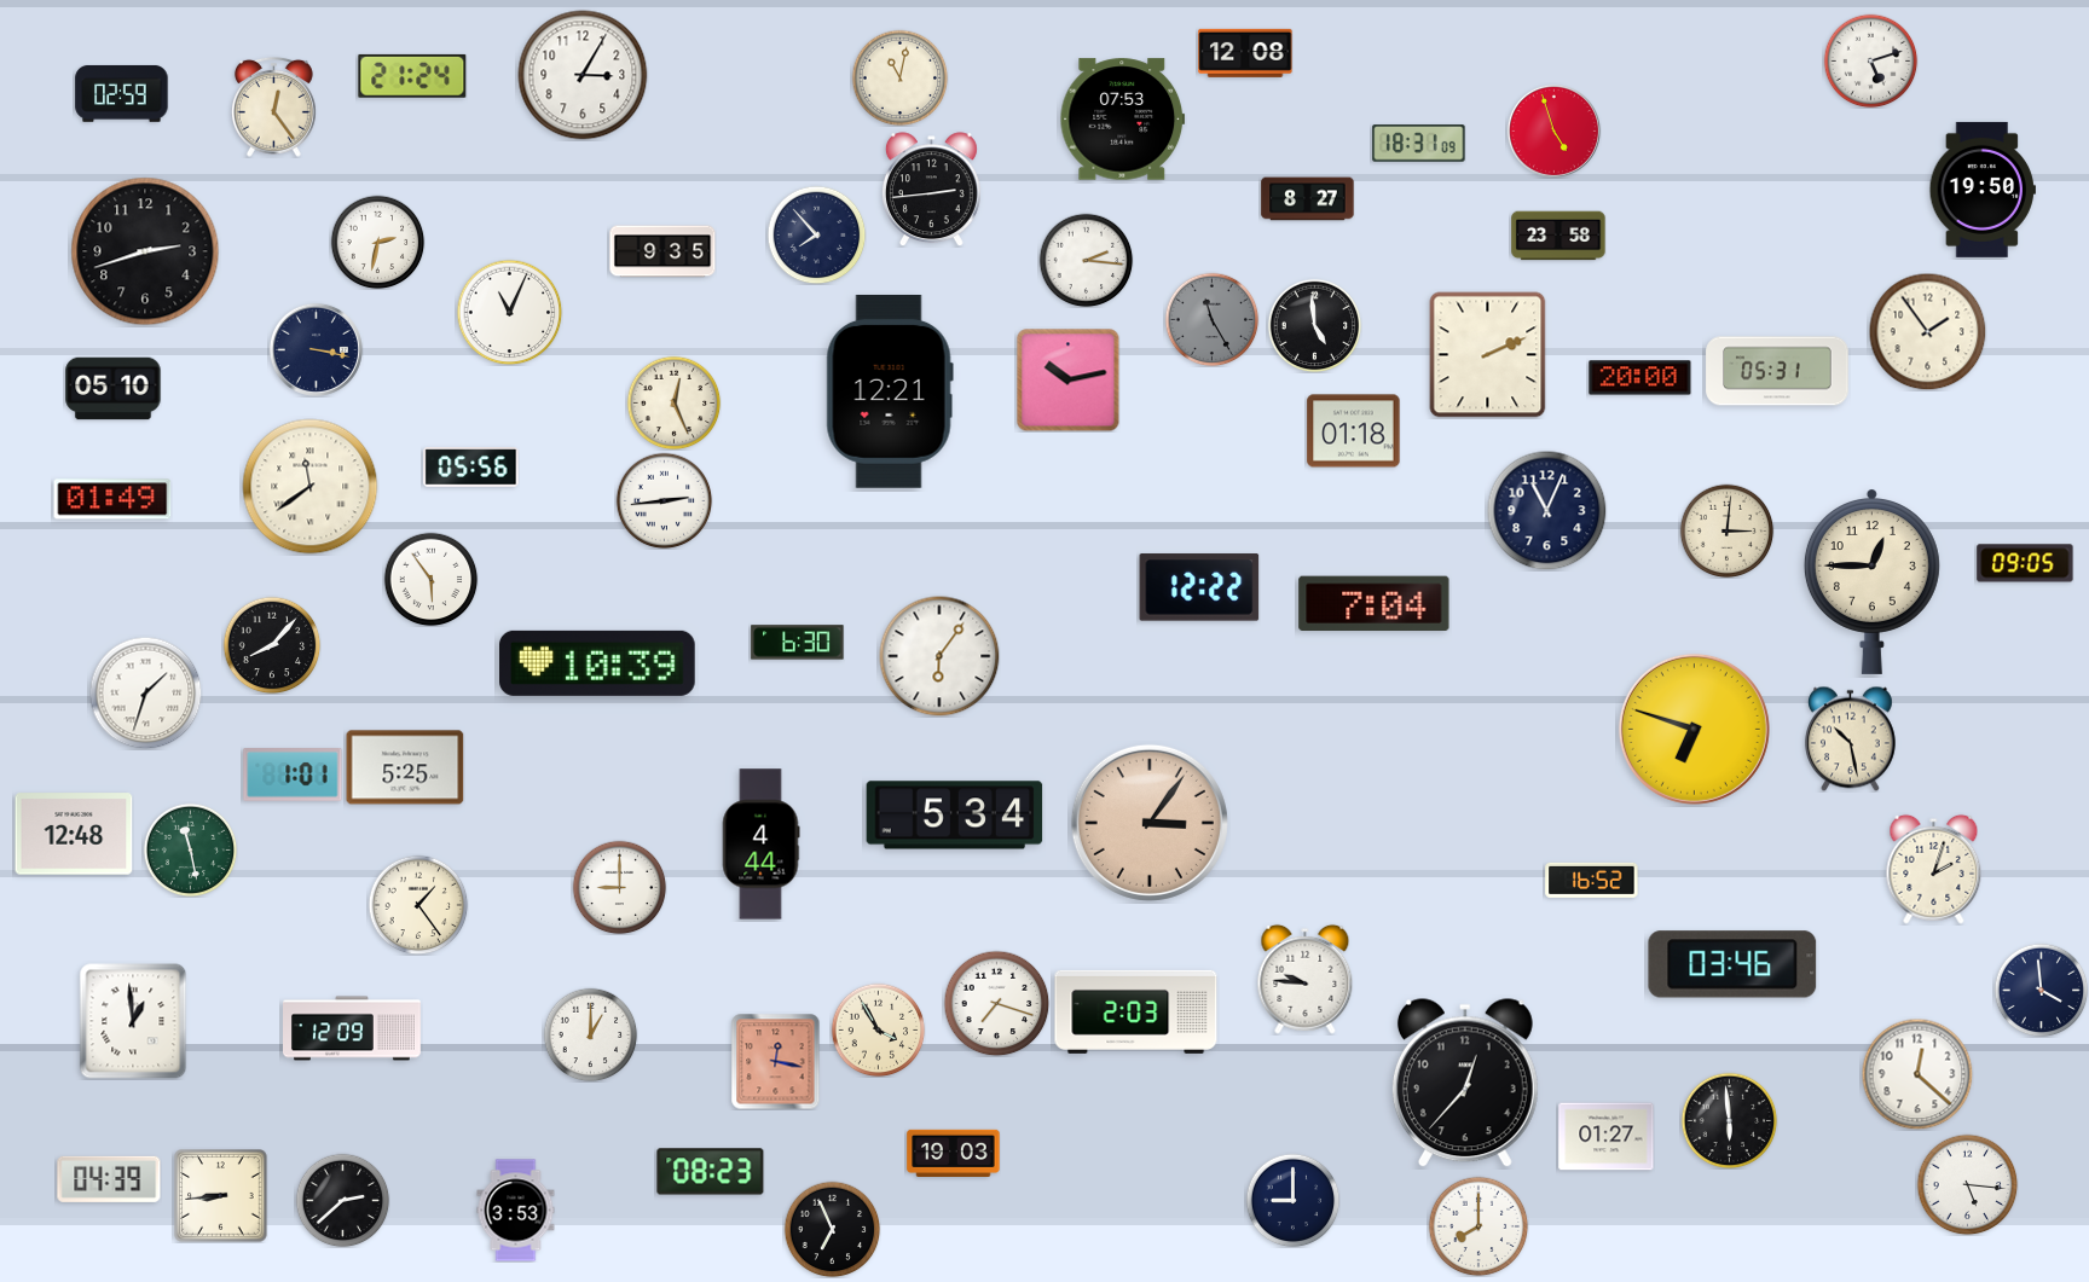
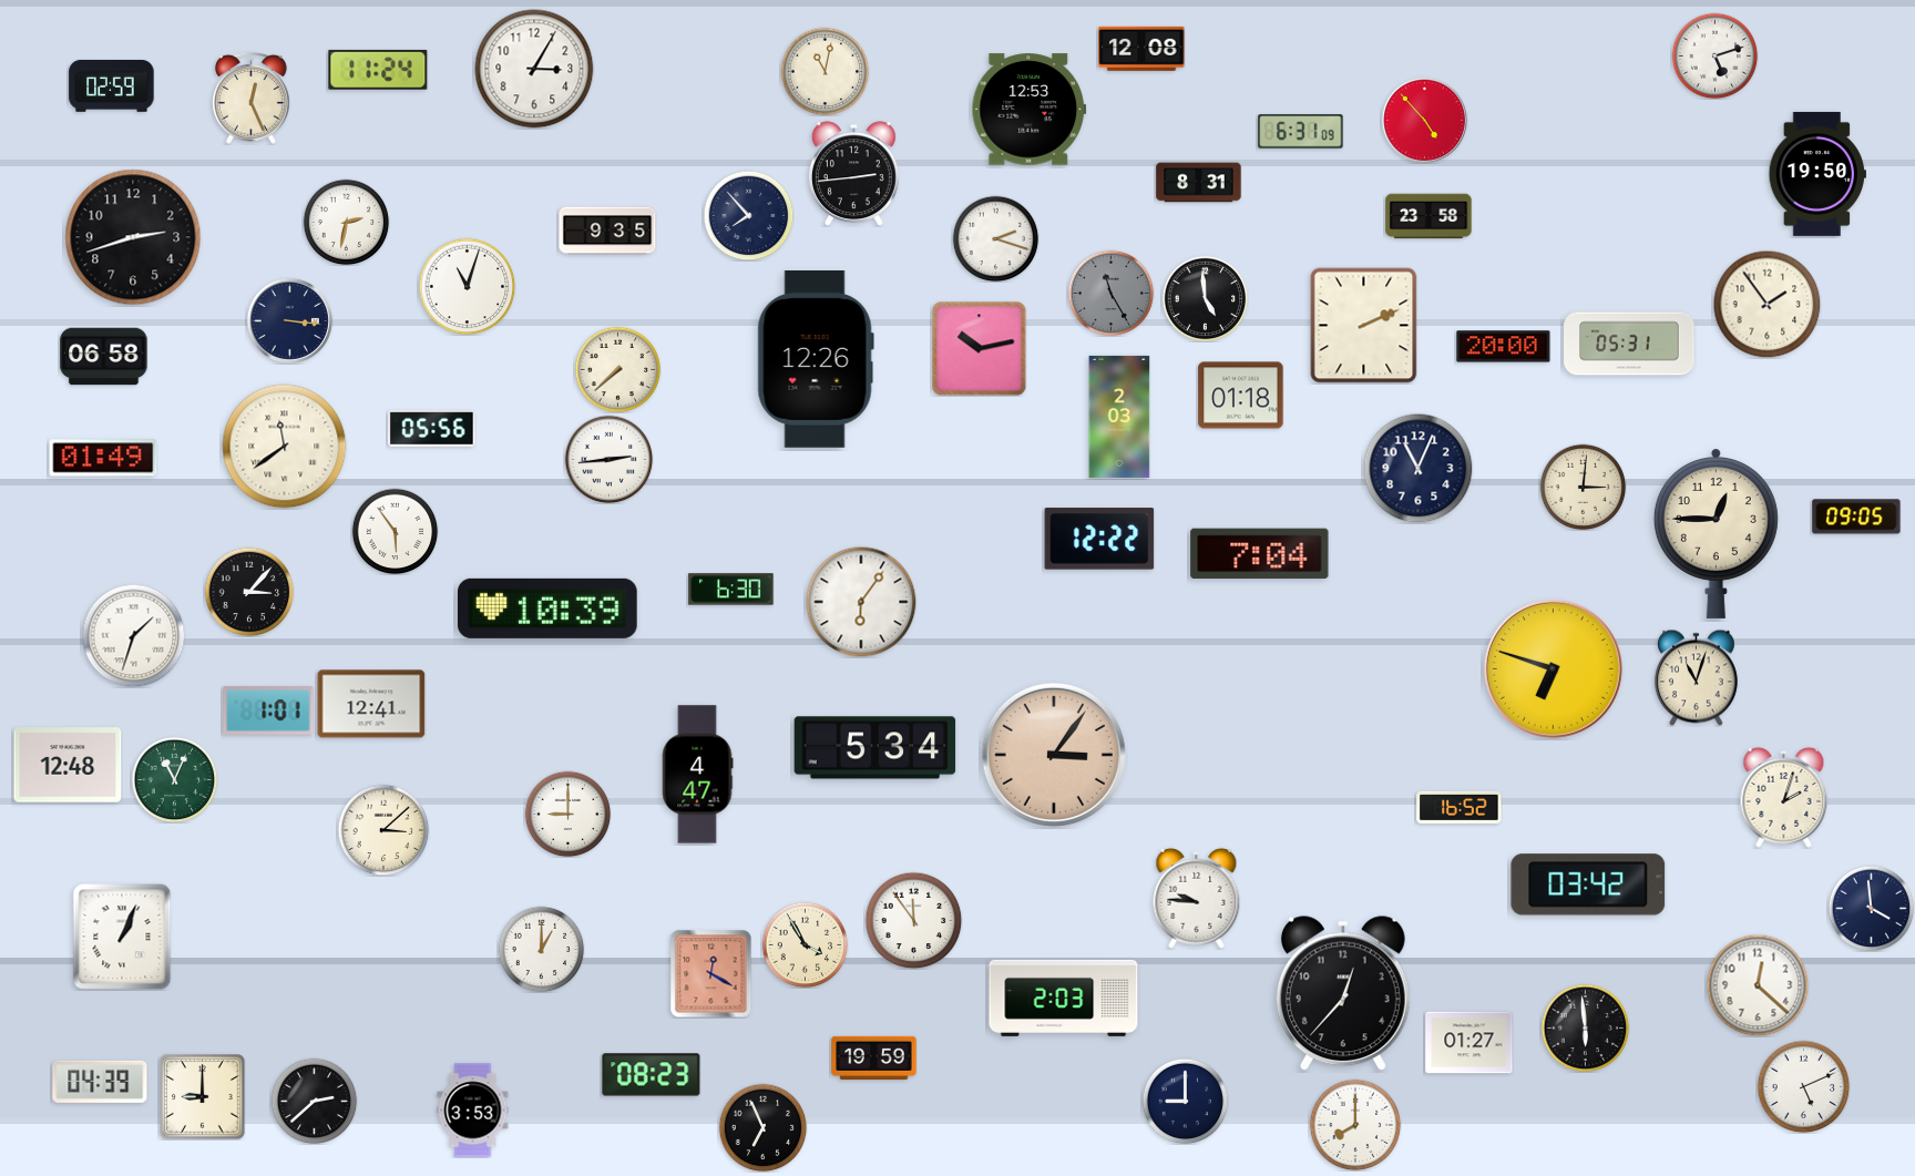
clock at (412, 76): 21:24 -> 11:24
clock at (273, 106): 12:24 -> 12:26
clock at (1123, 120): 07:53 -> 12:53
clock at (1553, 130): 4:57 -> 4:53
clock at (1419, 144): 18:31 -> 6:31
clock at (1308, 199): 8:27 -> 8:31
clock at (145, 251) position: (145, 251) -> (133, 237)
clock at (1086, 260): 2:16 -> 2:18
clock at (509, 312): 11:04 -> 11:03
clock at (316, 349): 3:17 -> 3:16
clock at (1777, 371) position: (1777, 371) -> (1629, 344)
clock at (114, 389): 05:10 -> 06:58
clock at (890, 391): 12:21 -> 12:26
clock at (673, 402): 12:26 -> 7:38
clock at (1119, 417): none -> 2:03
clock at (272, 645): 8:07 -> 3:07
clock at (1850, 738): 10:28 -> 11:03
clock at (405, 767): 5:25 -> 12:41
clock at (760, 845): 4:44 -> 4:47
clock at (190, 849): 11:28 -> 11:04
clock at (1934, 869) position: (1934, 869) -> (1784, 797)
clock at (418, 905): 1:24 -> 3:08
clock at (1732, 964): 03:46 -> 03:42
clock at (996, 1003): 7:18 -> 11:54
clock at (1136, 1011) position: (1136, 1011) -> (1064, 998)
clock at (133, 1021): 12:59 -> 1:04
clock at (353, 1028): 12:09 -> none
clock at (776, 1061): 12:17 -> 12:20
clock at (1607, 1137) position: (1607, 1137) -> (1469, 1043)
clock at (954, 1153): 19:03 -> 19:59
clock at (1967, 1184): 5:16 -> 5:11
clock at (221, 1196): 8:44 -> 9:00
